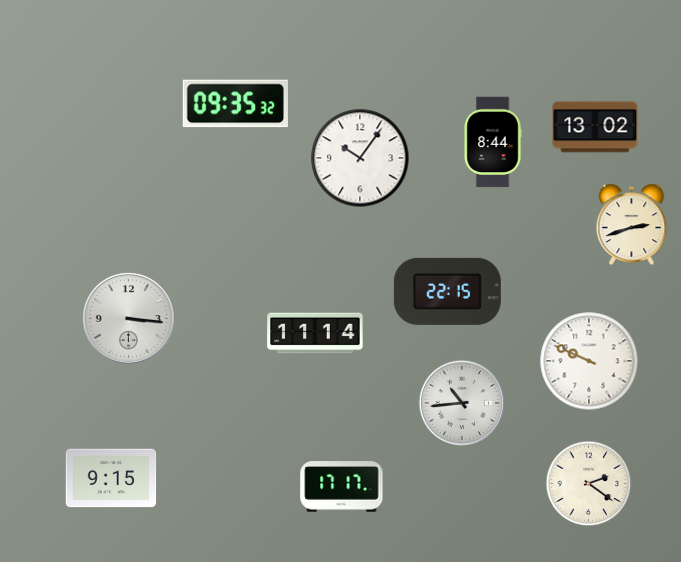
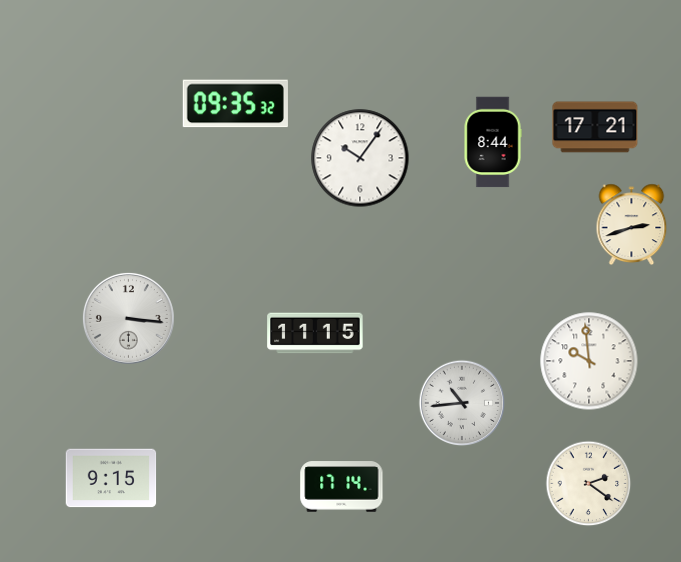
clock at (595, 127): 13:02 -> 17:21
clock at (447, 291): 22:15 -> none
clock at (315, 333): 11:14 -> 11:15
clock at (589, 361): 9:49 -> 9:59
clock at (342, 487): 17:17 -> 17:14
